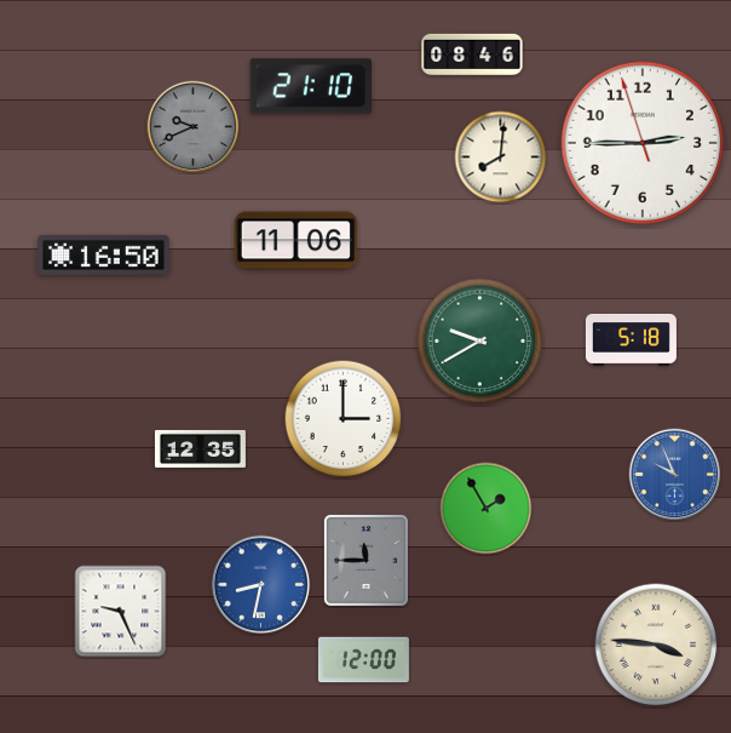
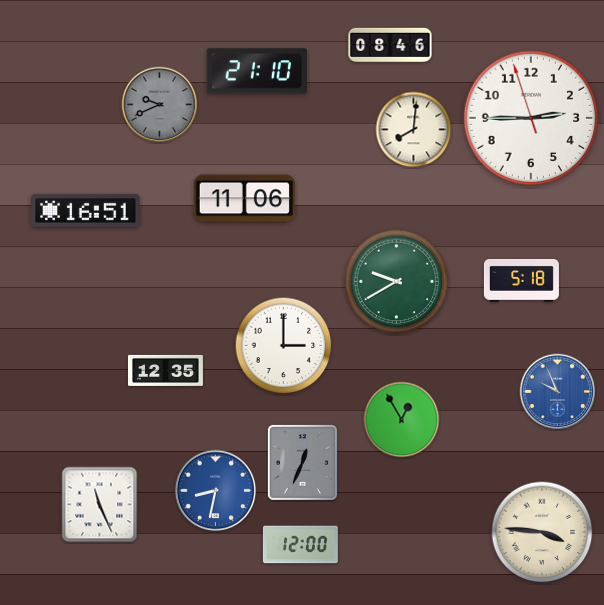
clock at (104, 254): 16:50 -> 16:51
clock at (487, 509): 1:55 -> 12:55
clock at (365, 560): 11:45 -> 12:34
clock at (261, 585) position: (261, 585) -> (216, 491)
clock at (121, 612): 9:26 -> 11:26
